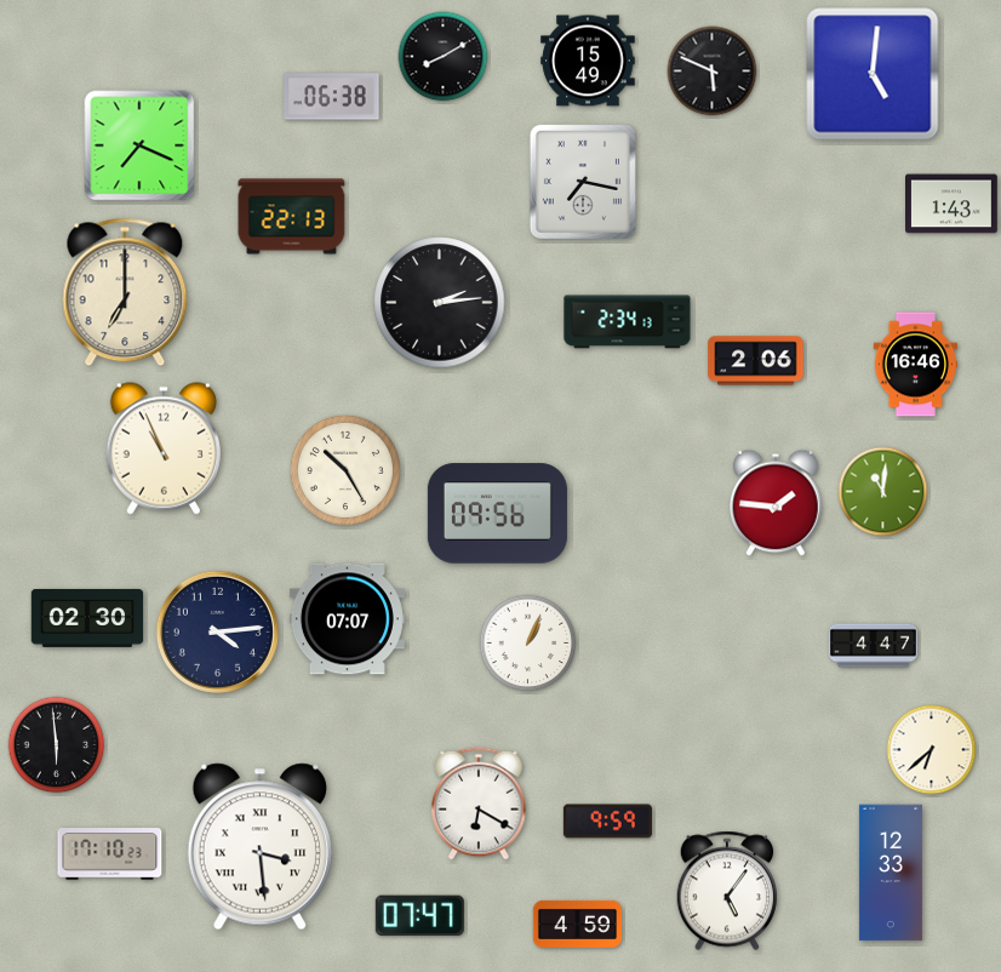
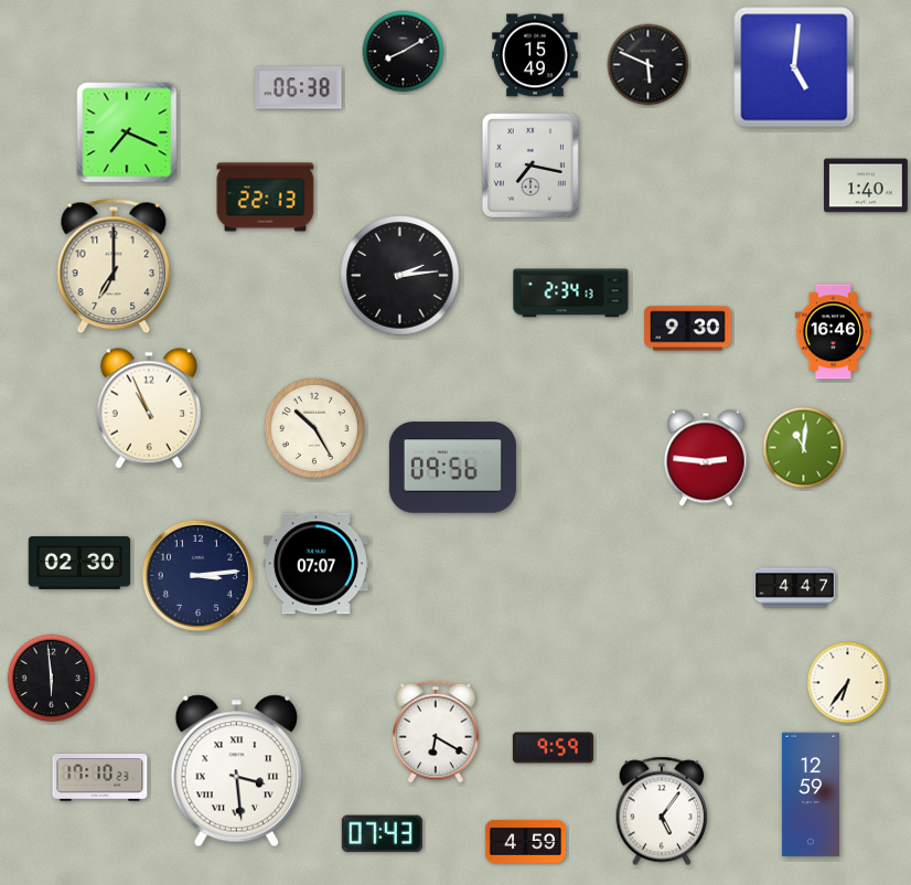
clock at (332, 97) position: (332, 97) -> (299, 88)
clock at (953, 204): 1:43 -> 1:40
clock at (756, 361): 2:06 -> 9:30
clock at (777, 503): 1:46 -> 2:46
clock at (217, 631): 4:14 -> 3:14
clock at (528, 644): 1:04 -> none
clock at (932, 750): 6:38 -> 6:36
clock at (891, 873): 12:33 -> 12:59
clock at (419, 916): 07:47 -> 07:43
